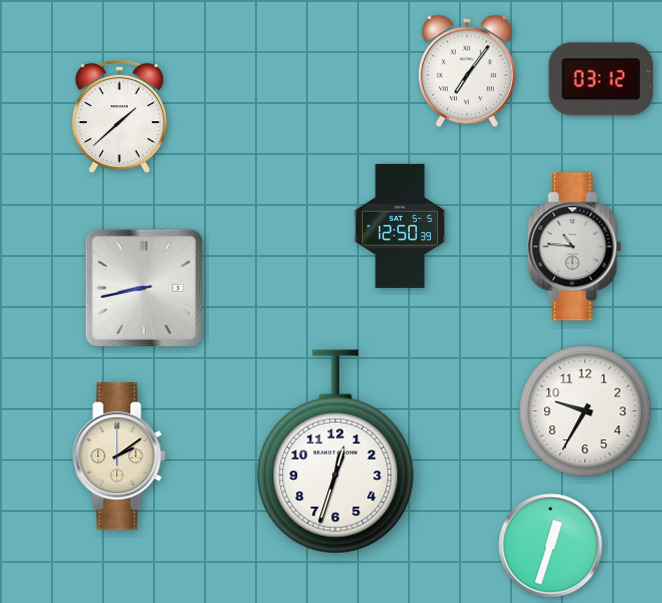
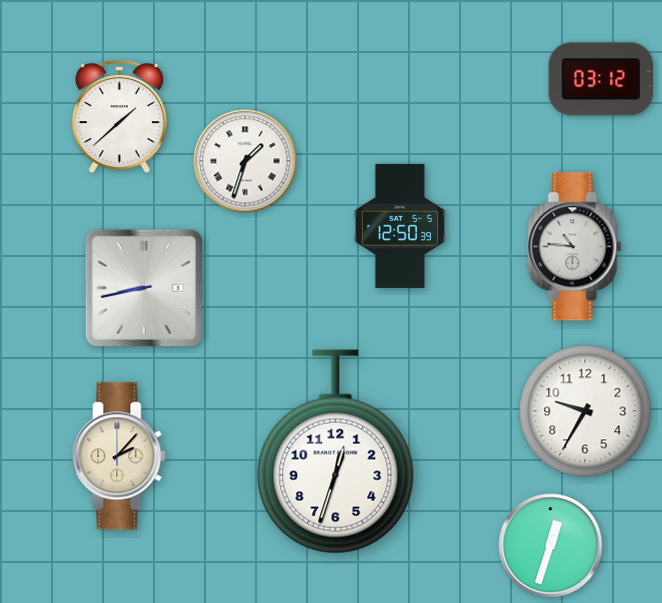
clock at (467, 71): 7:06 -> none
clock at (245, 161): none -> 1:33
clock at (119, 456): 2:09 -> 2:07
